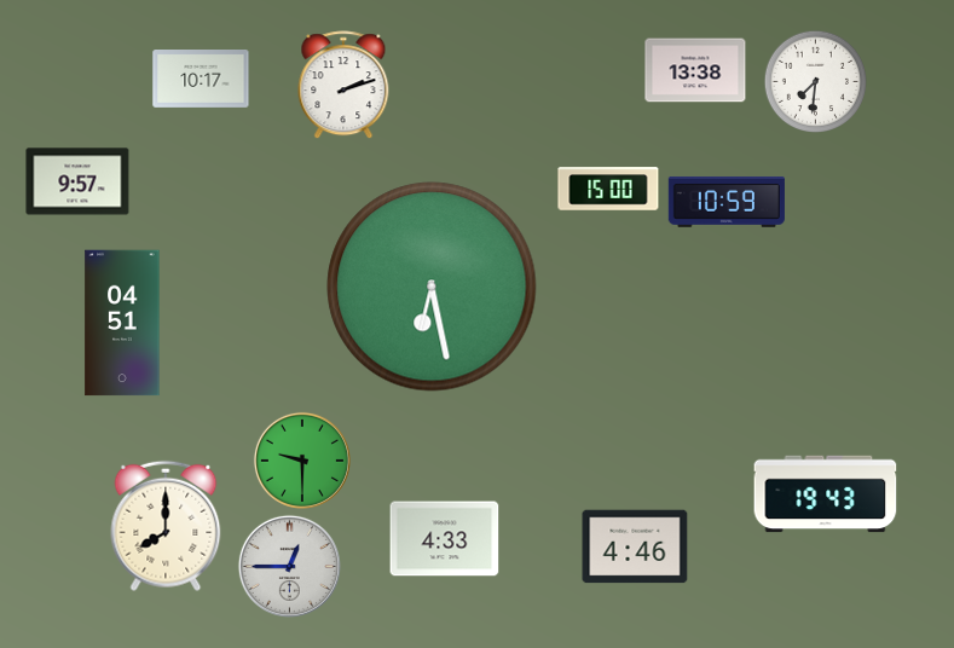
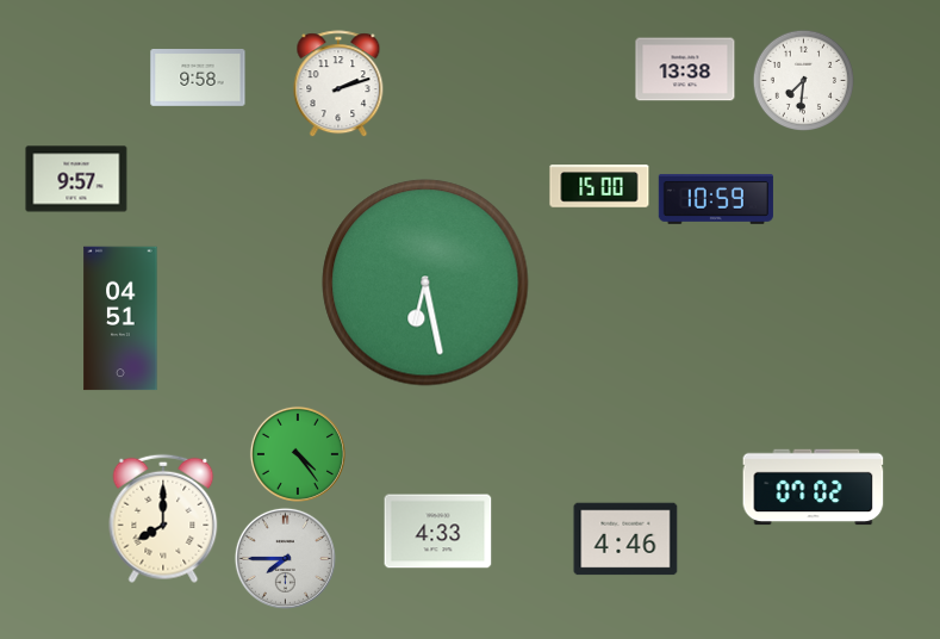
clock at (201, 80): 10:17 -> 9:58
clock at (302, 461): 9:30 -> 4:24
clock at (826, 494): 19:43 -> 07:02
clock at (289, 566): 12:45 -> 7:45
